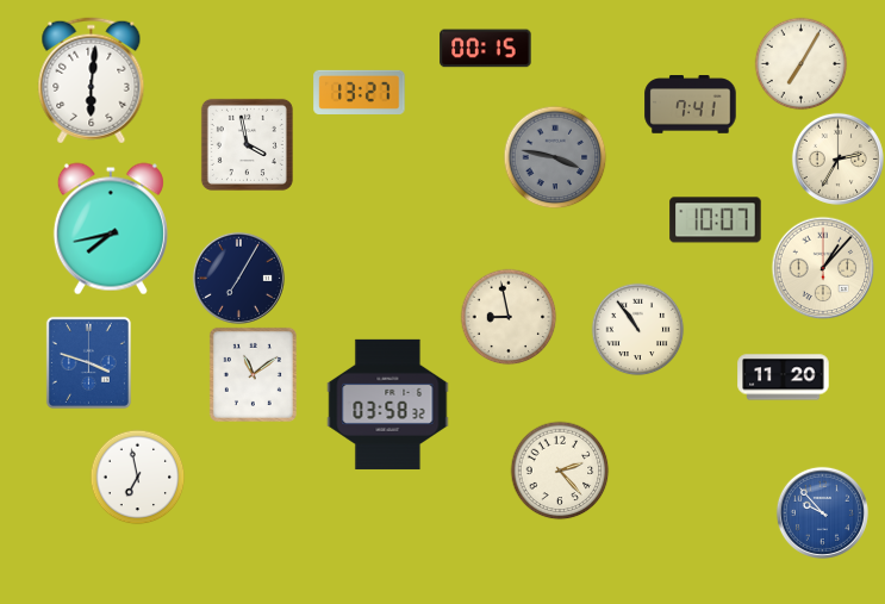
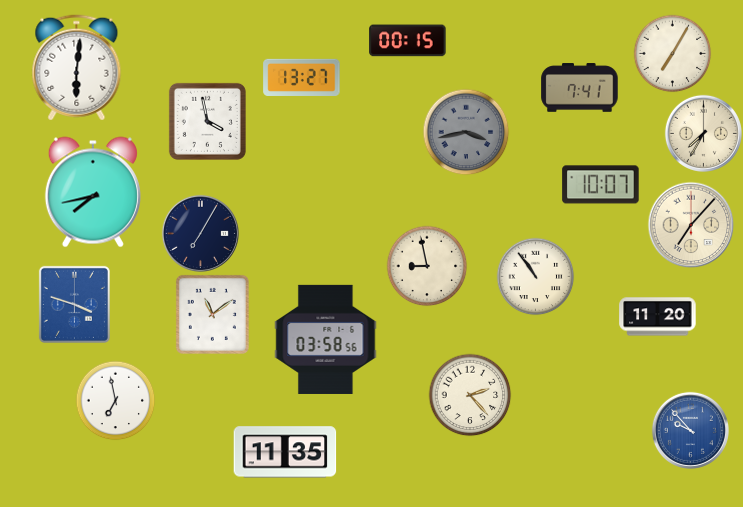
clock at (555, 157): 3:47 -> 3:43
clock at (837, 158): 2:35 -> 7:35
clock at (823, 268): 1:07 -> 7:07
clock at (388, 404): 03:58:32 -> 03:58:56
clock at (285, 452): none -> 11:35
